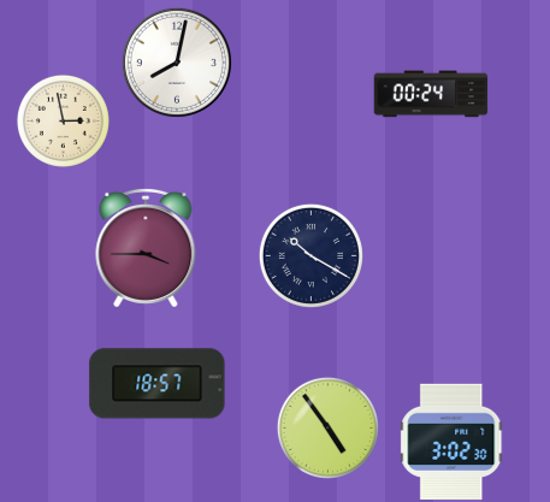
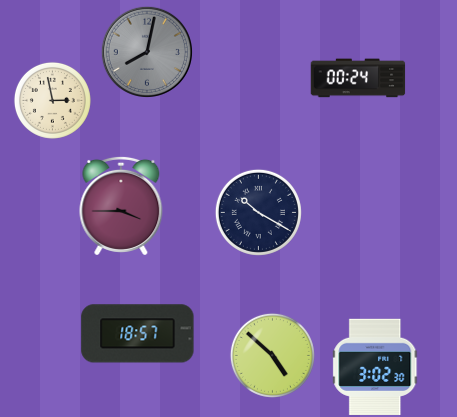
clock at (177, 63) dial: white -> grey
clock at (158, 384) position: (158, 384) -> (138, 334)
clock at (327, 427): 4:54 -> 4:52
